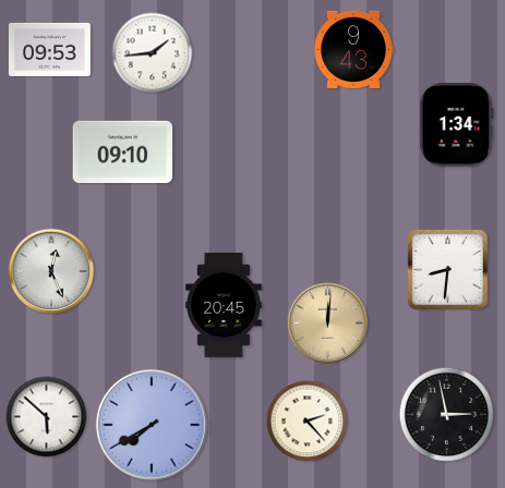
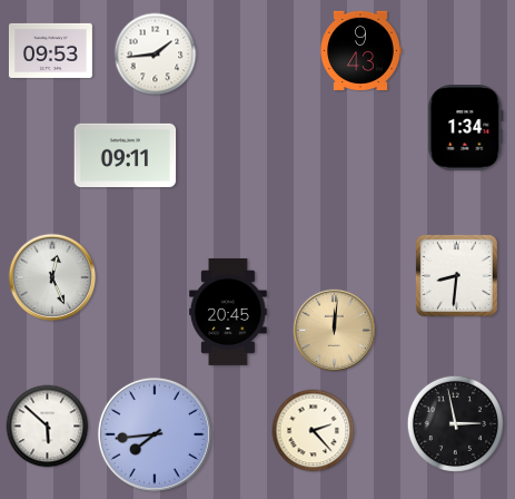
clock at (123, 151): 09:10 -> 09:11
clock at (152, 425): 7:40 -> 7:44
